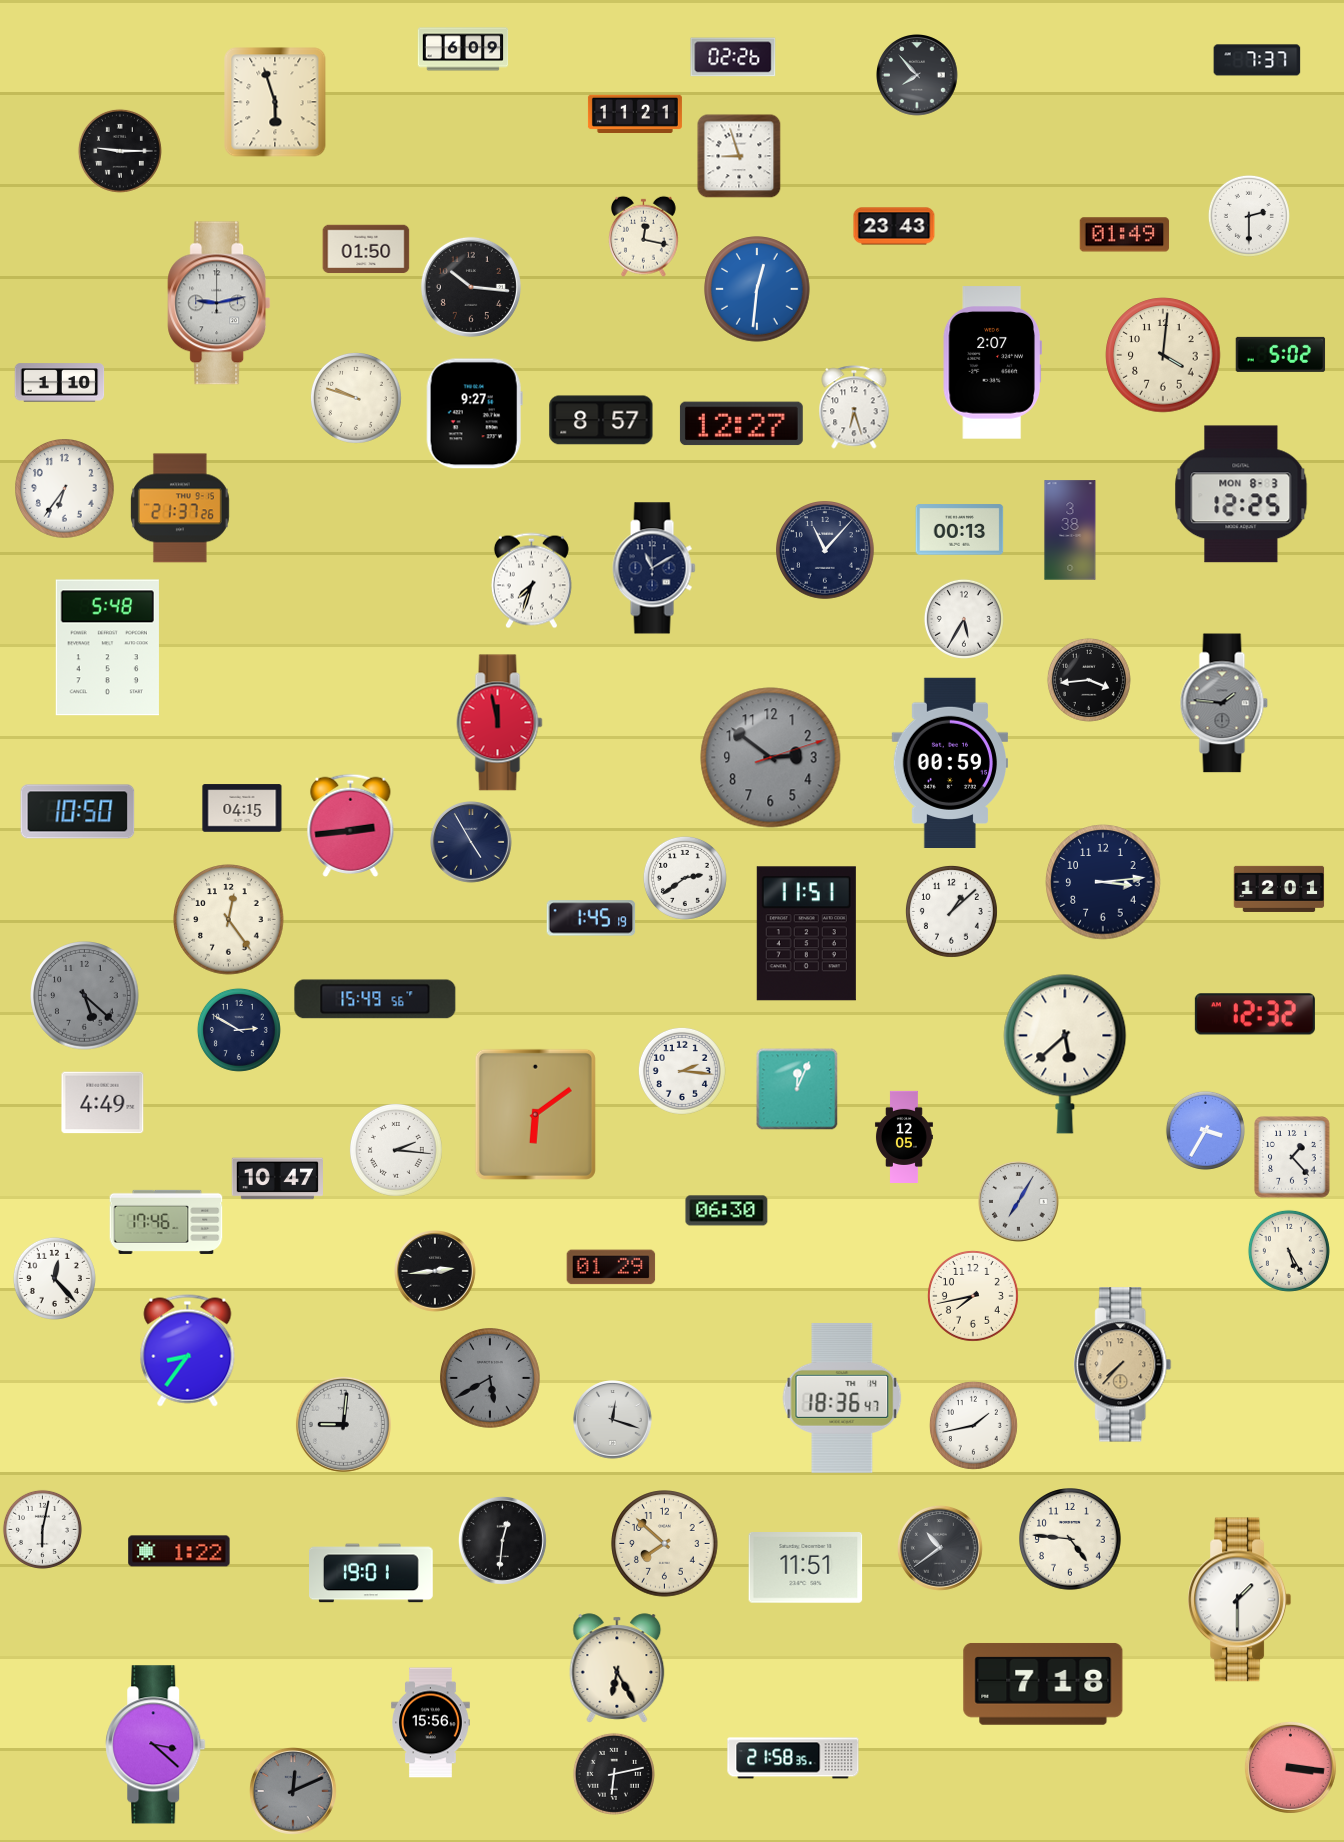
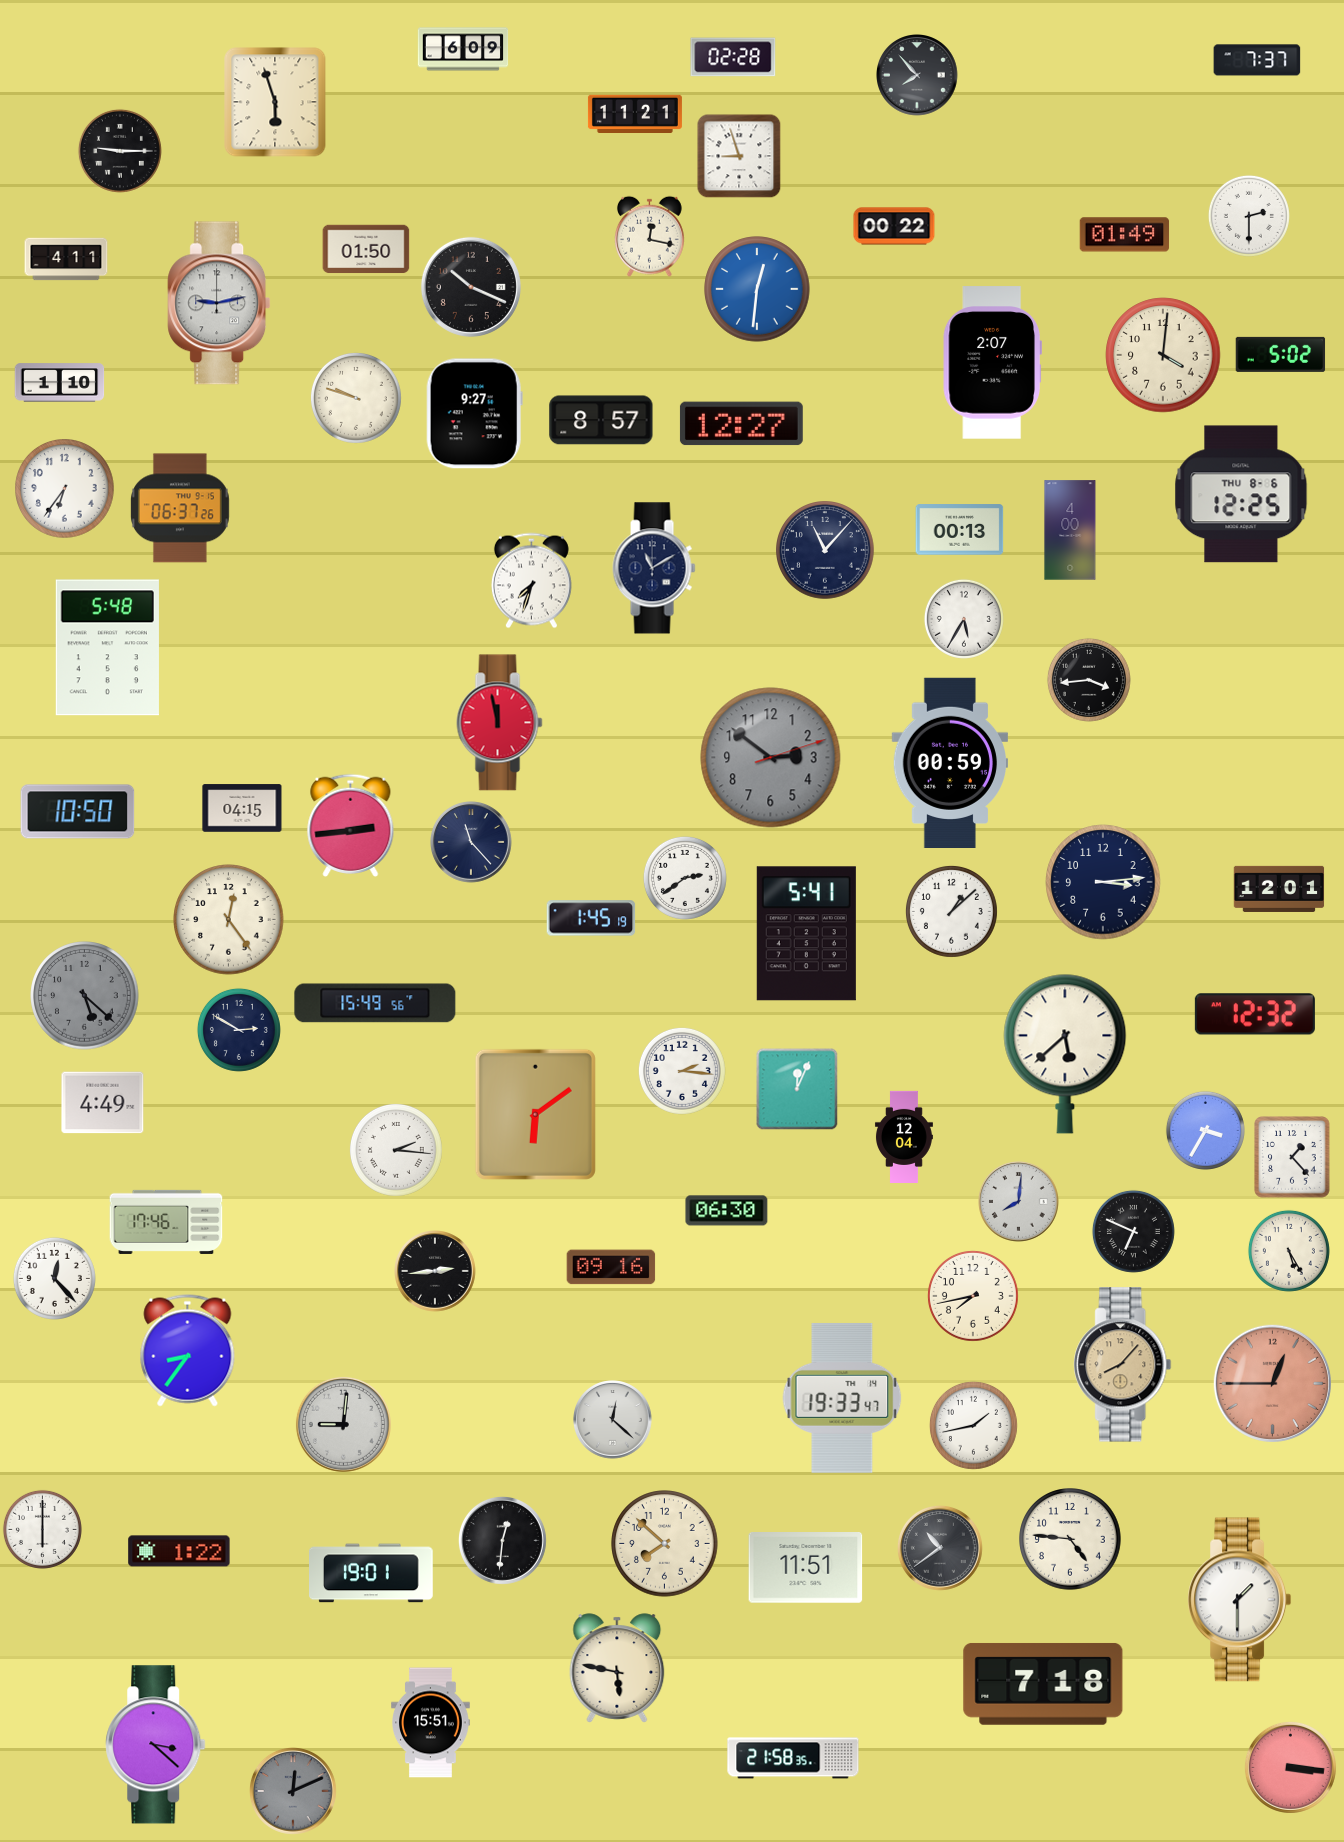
clock at (733, 57): 02:26 -> 02:28
clock at (894, 226): 23:43 -> 00:22
clock at (643, 236) position: (643, 236) -> (649, 236)
clock at (66, 259): none -> 4:11
clock at (471, 287): 10:16 -> 10:19
clock at (854, 407): 6:27 -> none
clock at (1241, 494) date: MON 8-3 -> THU 8-6
clock at (180, 508): 21:37 -> 06:37
clock at (1070, 530): 3:38 -> 4:00
clock at (1224, 703): 1:46 -> none
clock at (472, 843): 4:55 -> 11:23
clock at (806, 934): 11:51 -> 5:41
clock at (375, 999) position: (375, 999) -> (375, 1003)
clock at (904, 1136): 12:05 -> 12:04
clock at (277, 1179): 10:47 -> none
clock at (1019, 1202): 7:05 -> 8:01
clock at (1133, 1231): none -> 6:49
clock at (611, 1267): 01:29 -> 09:16
clock at (1123, 1365): 7:37 -> 8:07
clock at (491, 1379): 5:40 -> none
clock at (1272, 1383): none -> 12:45
clock at (842, 1398): 18:36 -> 19:33
clock at (613, 1420): 12:18 -> 12:22
clock at (42, 1529): 6:02 -> 6:00
clock at (617, 1668): 6:25 -> 5:47
clock at (431, 1723): 15:56 -> 15:51
clock at (614, 1774): 6:13 -> none
